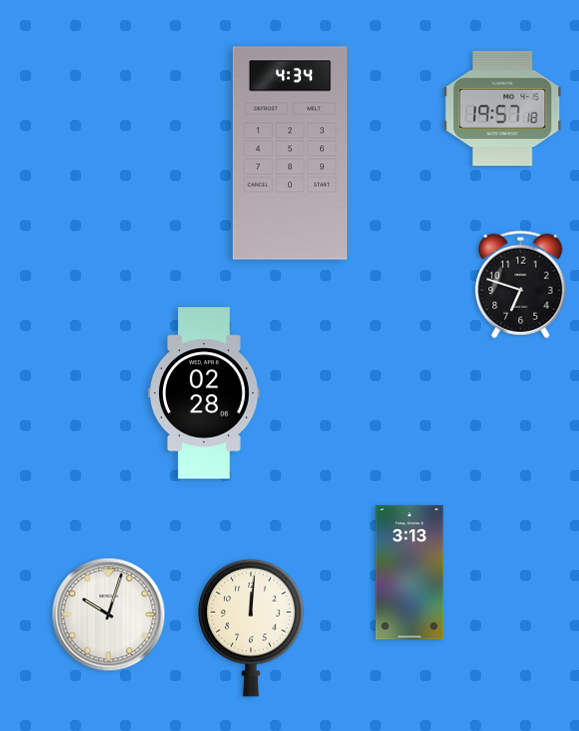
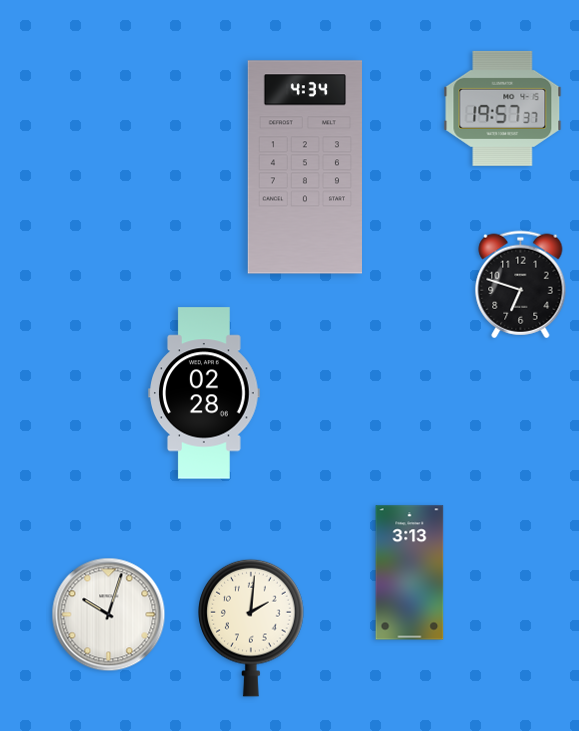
clock at (503, 108): 19:57:18 -> 19:57:37
clock at (289, 153) position: (289, 153) -> (304, 167)
clock at (251, 628): 12:01 -> 2:01
